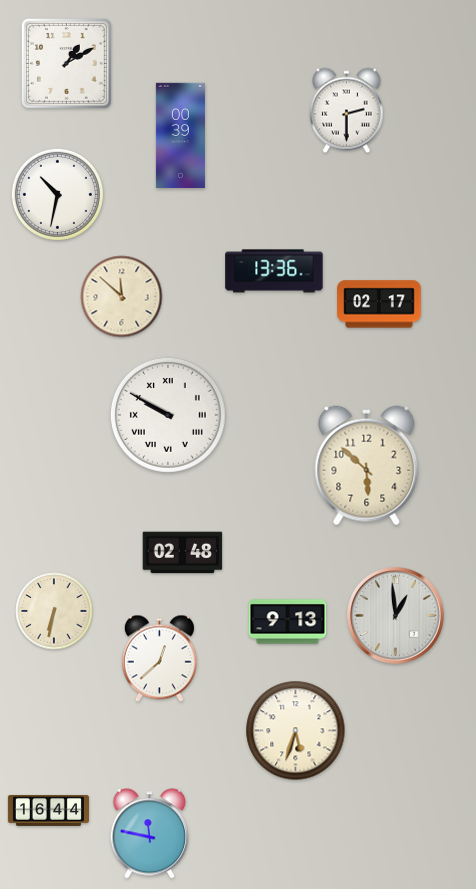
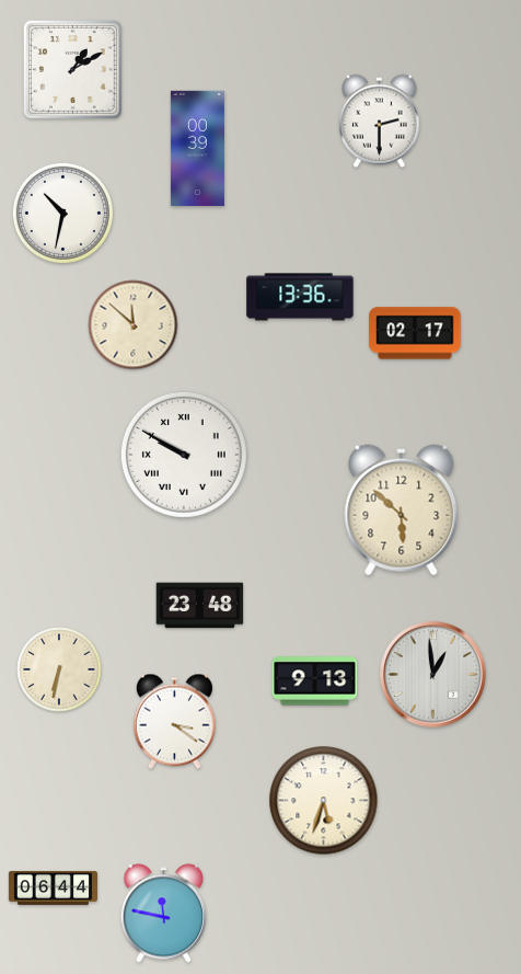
clock at (183, 553): 02:48 -> 23:48
clock at (159, 659): 12:38 -> 3:21
clock at (48, 810): 16:44 -> 06:44
